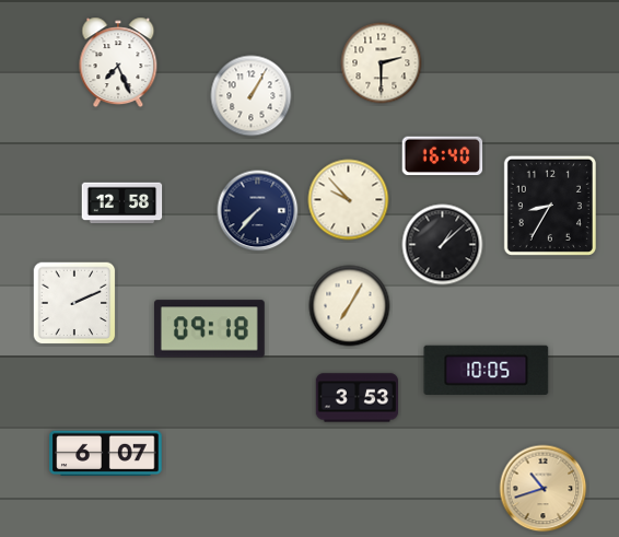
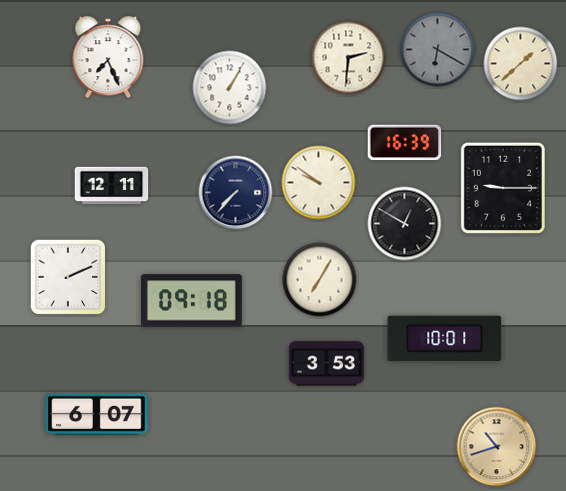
clock at (438, 50): none -> 6:20
clock at (382, 63): 2:30 -> 2:31
clock at (521, 64): none -> 1:38
clock at (443, 156): 16:40 -> 16:39
clock at (349, 200): 9:53 -> 9:51
clock at (122, 203): 12:58 -> 12:11
clock at (550, 206): 8:35 -> 9:15
clock at (443, 245): 1:08 -> 12:50
clock at (487, 370): 10:05 -> 10:01
